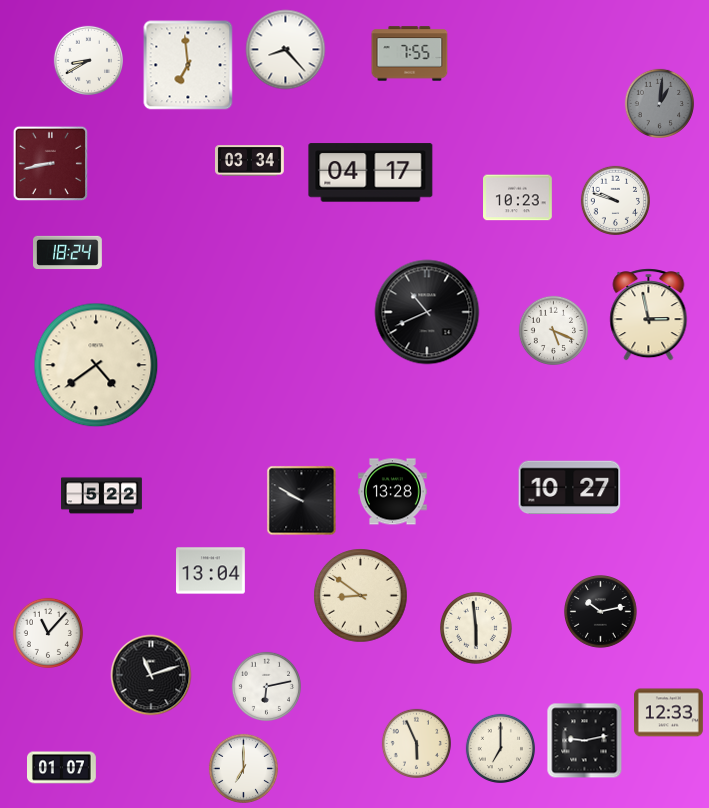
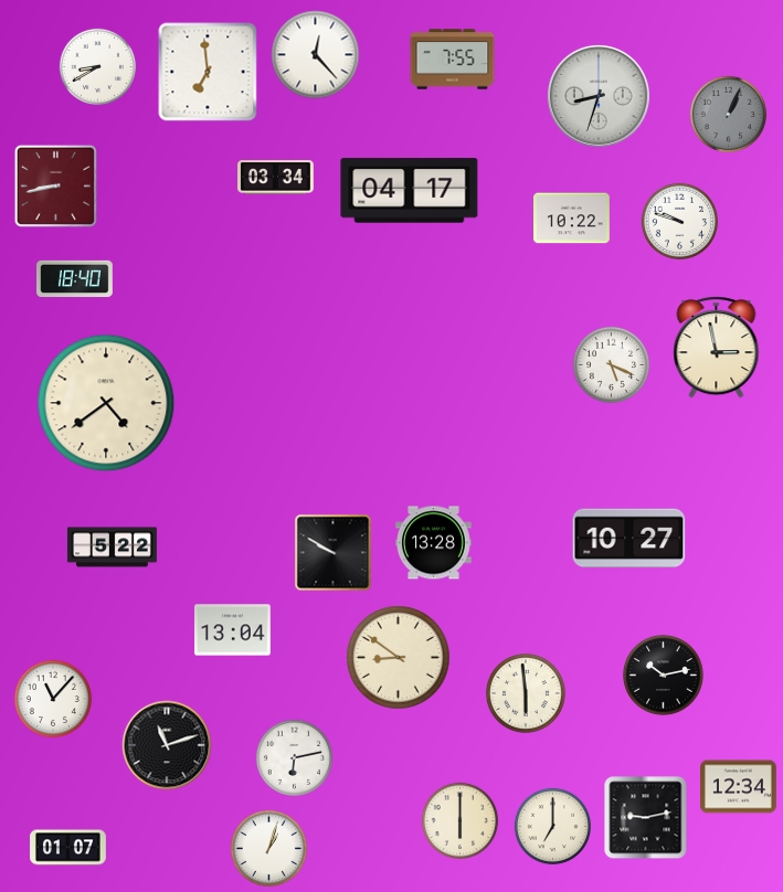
clock at (286, 50): 8:23 -> 12:23
clock at (599, 96): none -> 8:33
clock at (659, 103): 1:01 -> 1:04
clock at (51, 164) position: (51, 164) -> (56, 187)
clock at (518, 198): 10:23 -> 10:22
clock at (68, 253): 18:24 -> 18:40
clock at (427, 312): 10:41 -> none
clock at (669, 713): 12:33 -> 12:34
clock at (416, 743): 5:56 -> 6:00
clock at (243, 768): 7:00 -> 1:03
